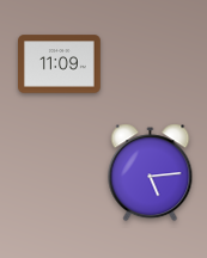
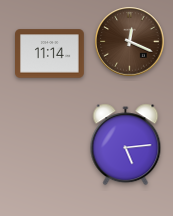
clock at (130, 42): none -> 12:19
clock at (60, 64): 11:09 -> 11:14
